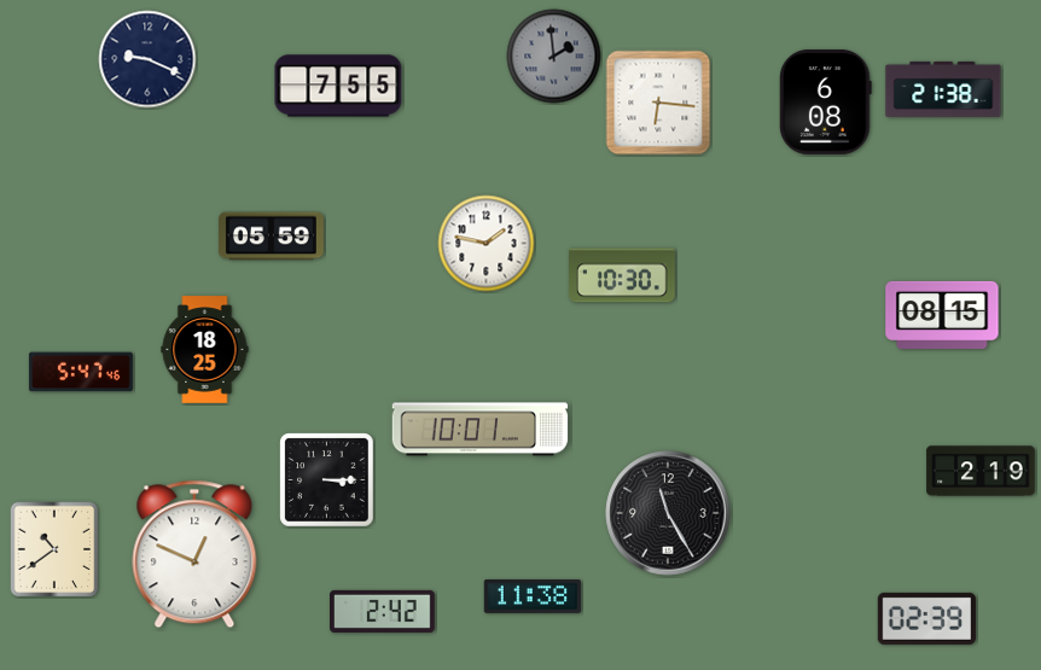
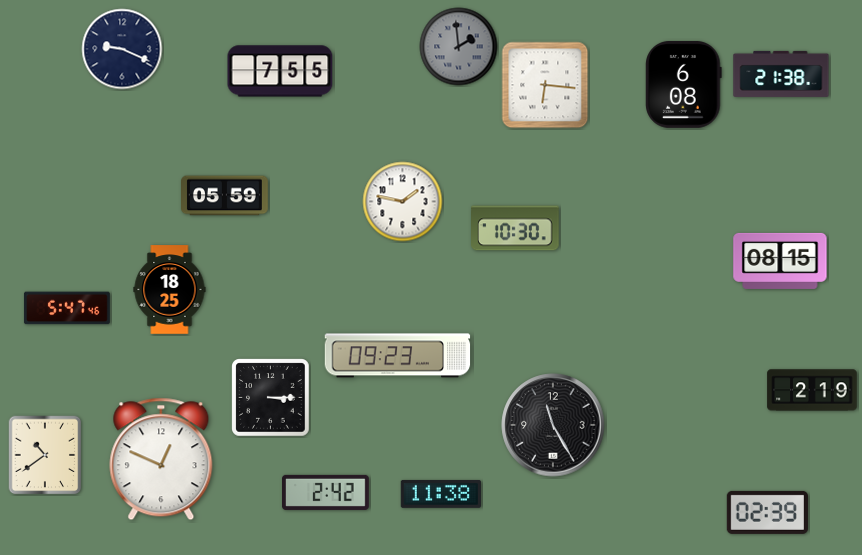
clock at (481, 430): 10:01 -> 09:23
clock at (383, 611) position: (383, 611) -> (326, 492)
